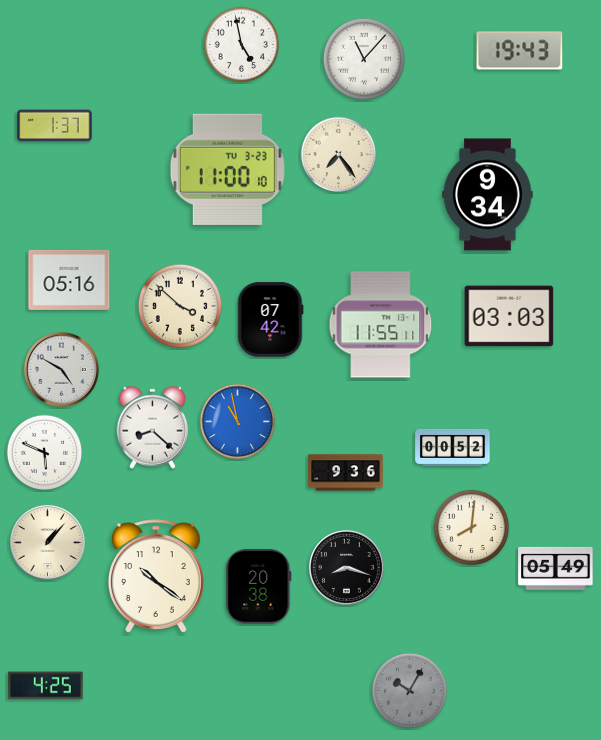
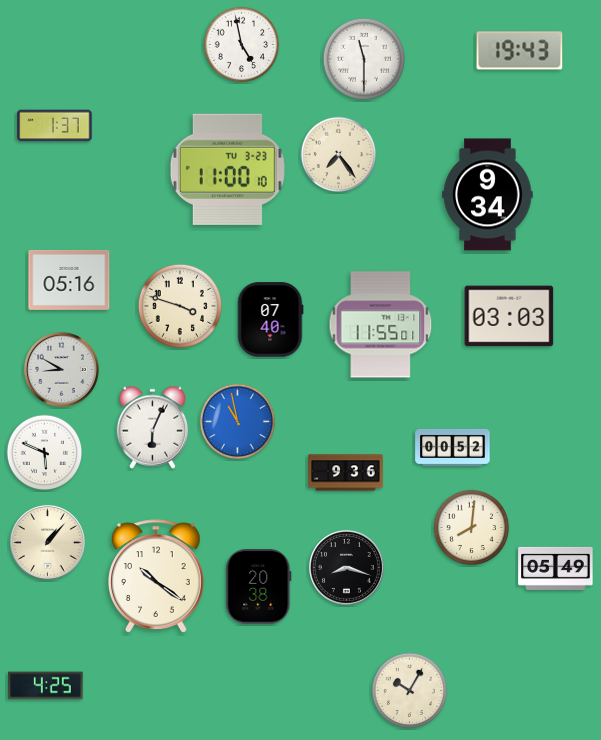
clock at (363, 58): 11:07 -> 11:30
clock at (180, 306): 3:52 -> 3:48
clock at (271, 320): 07:42 -> 07:40
clock at (381, 325): 11:55:11 -> 11:55:01
clock at (61, 369): 4:50 -> 8:50
clock at (153, 427): 8:22 -> 6:04
clock at (410, 691) dial: grey -> cream
